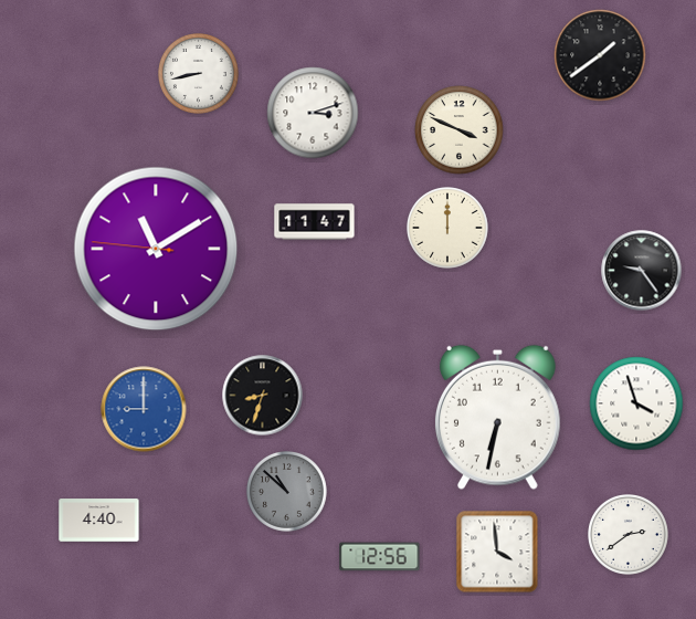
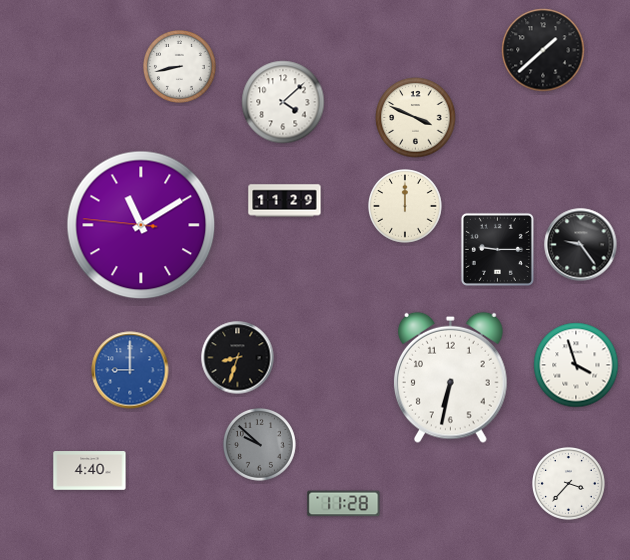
clock at (600, 55): 1:39 -> 1:38
clock at (313, 113): 3:12 -> 4:08
clock at (315, 222): 11:47 -> 11:29
clock at (497, 249): none -> 9:15
clock at (287, 492): 10:52 -> 9:52
clock at (629, 535): 2:39 -> 3:37
clock at (497, 552): 3:59 -> none
clock at (380, 557): 12:56 -> 11:28
